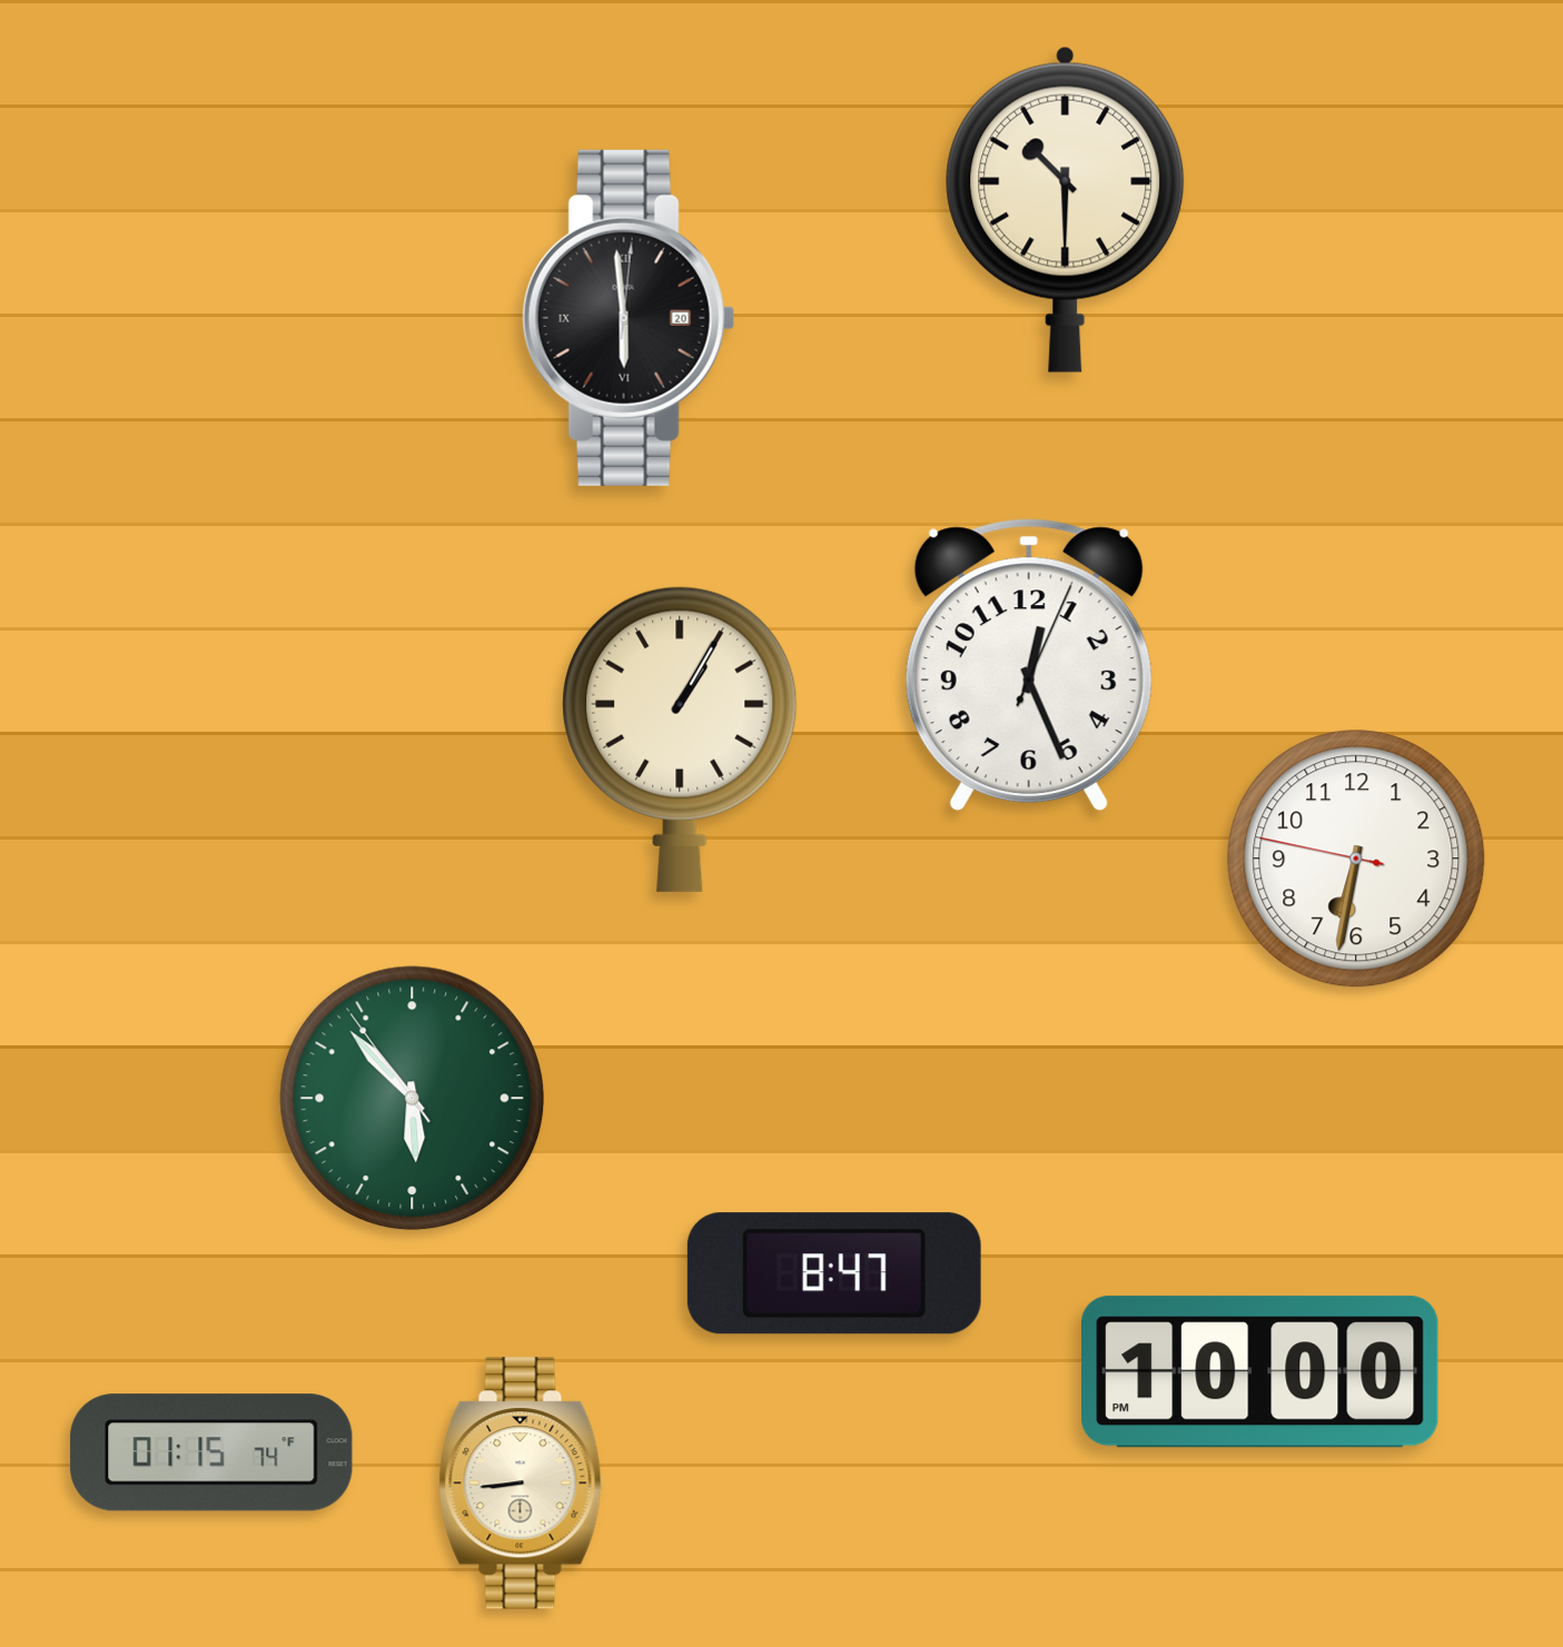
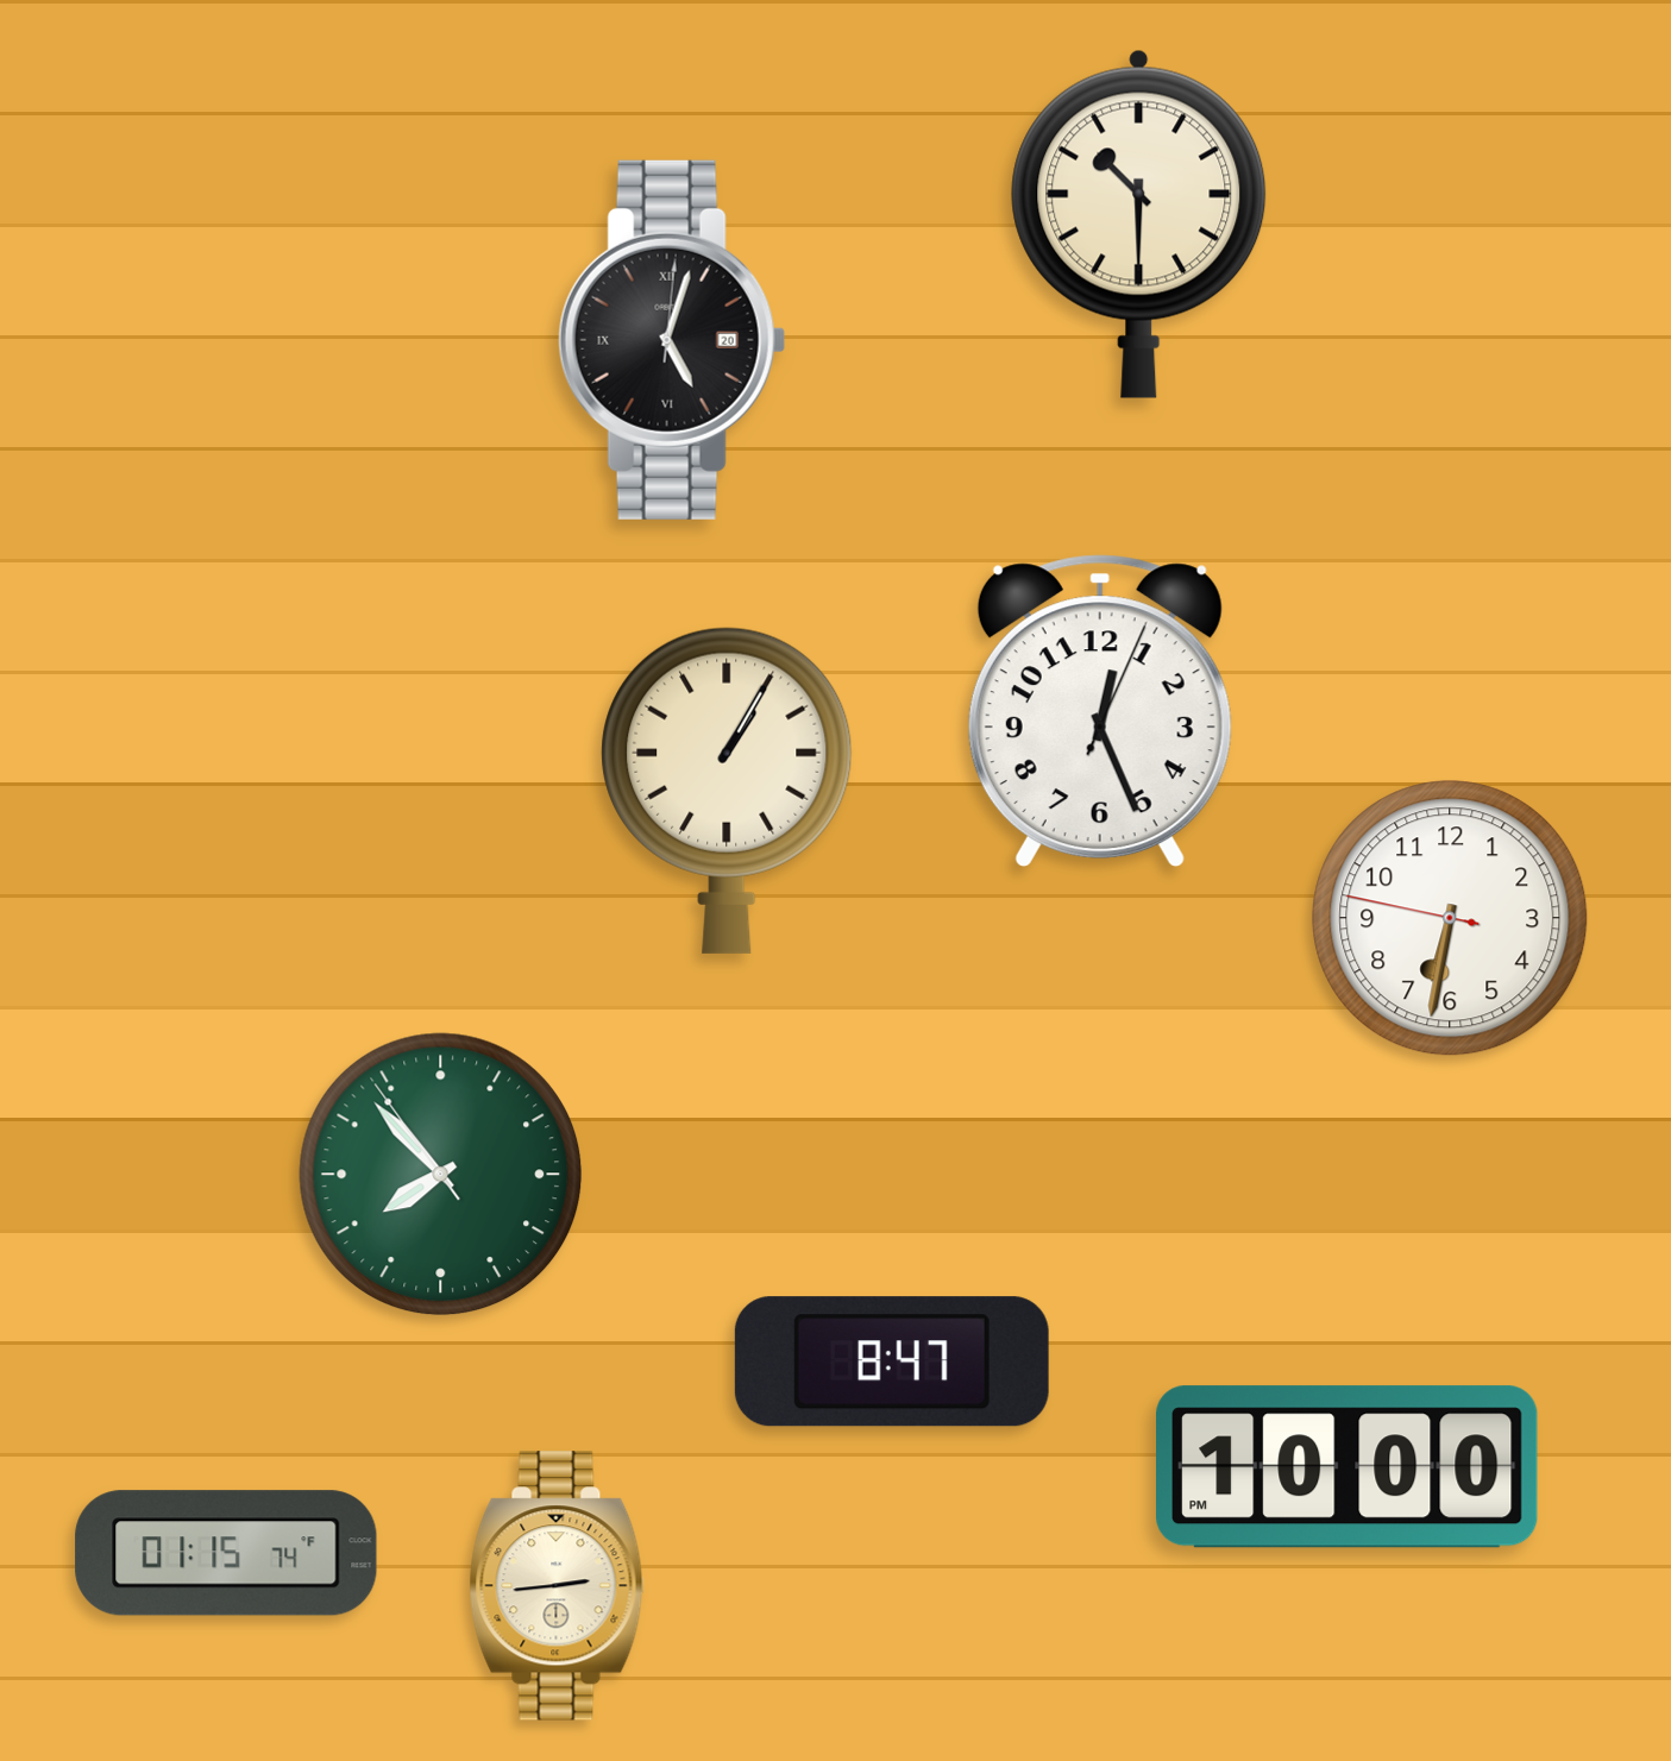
clock at (629, 318): 5:59 -> 5:03
clock at (413, 1099): 5:52 -> 7:52
clock at (522, 1484): 8:44 -> 2:44
